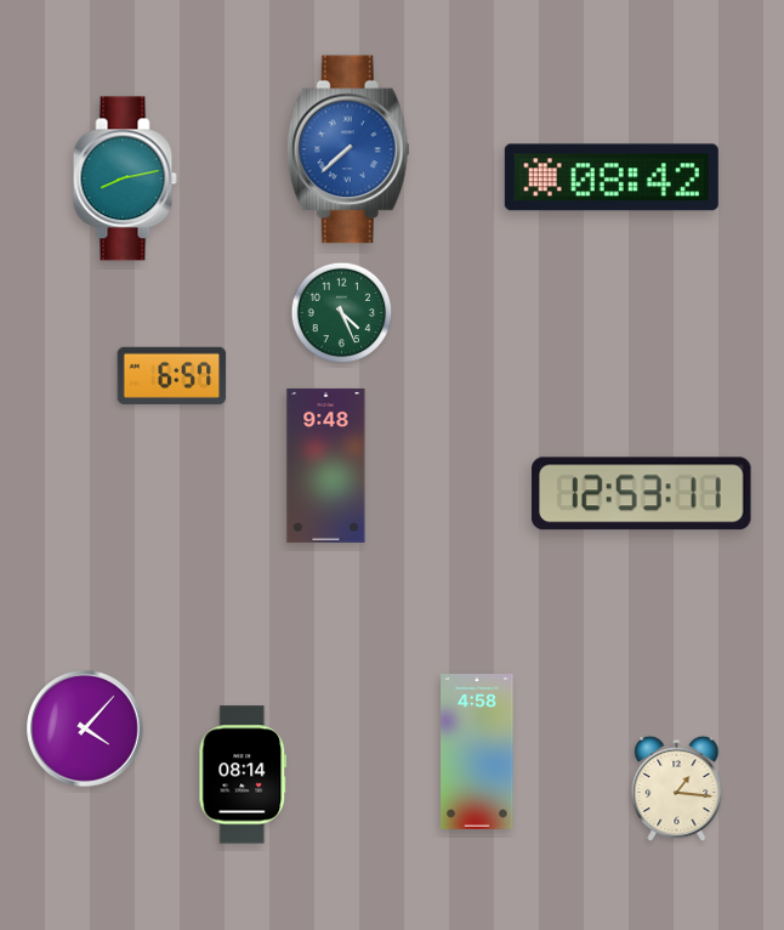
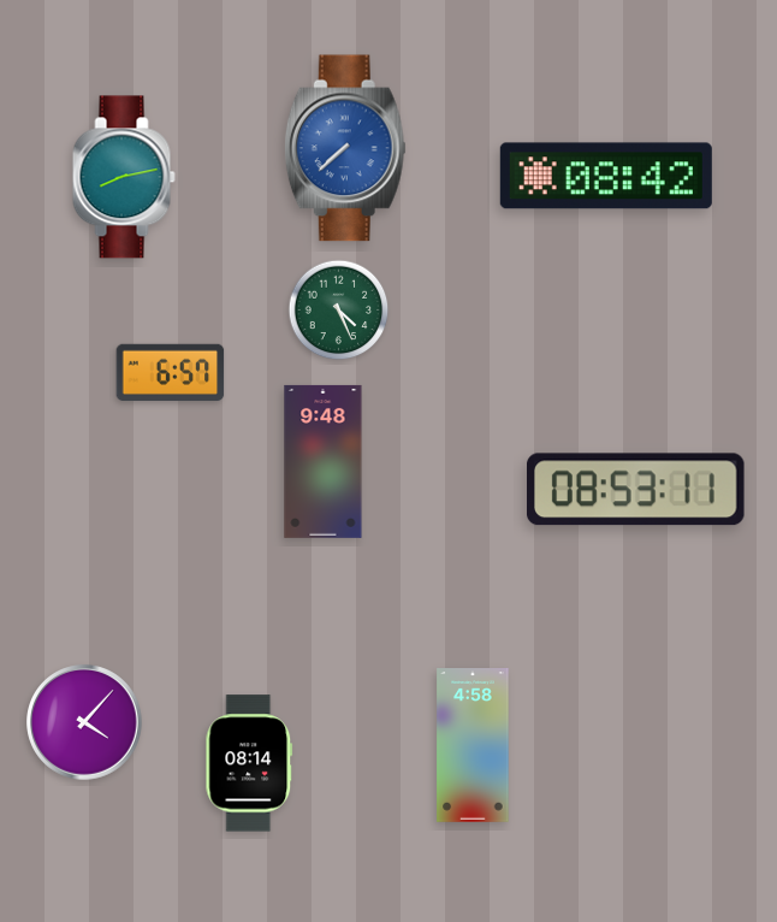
clock at (642, 494): 12:53 -> 08:53
clock at (243, 775) position: (243, 775) -> (249, 763)
clock at (677, 789): 1:16 -> none
